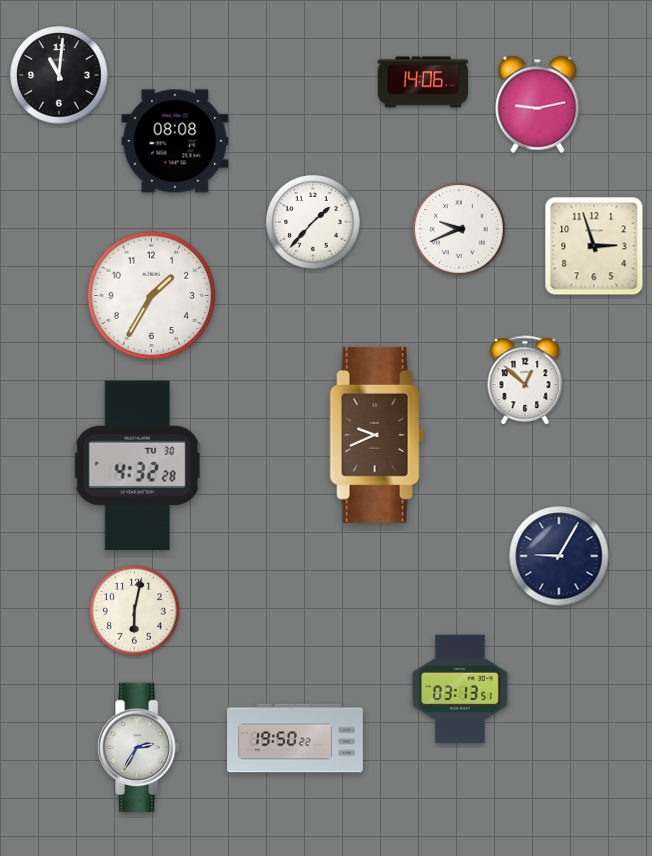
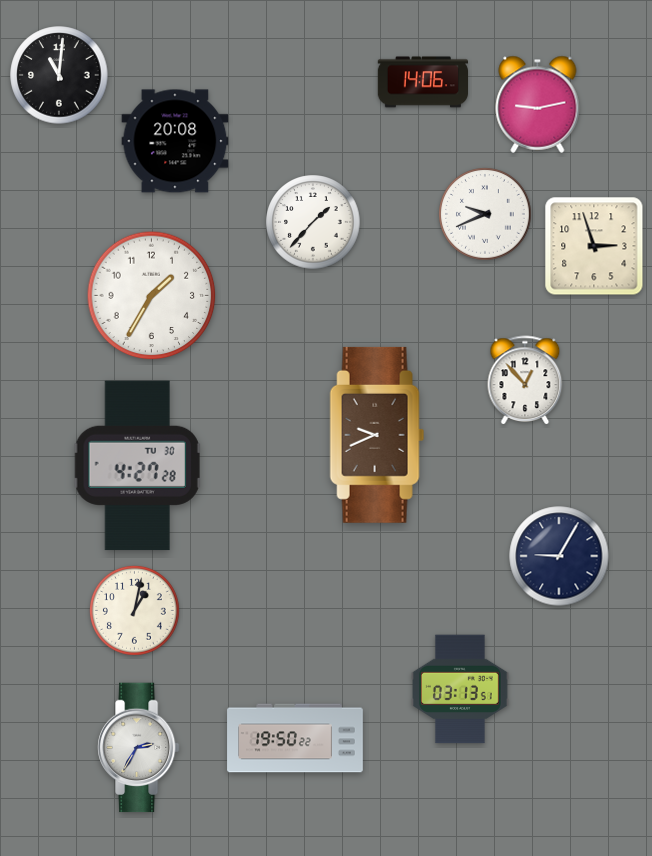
clock at (175, 141): 08:08 -> 20:08
clock at (459, 229) position: (459, 229) -> (485, 214)
clock at (525, 380): 12:52 -> 12:53
clock at (138, 466): 4:32 -> 4:27
clock at (135, 610): 6:02 -> 1:02
